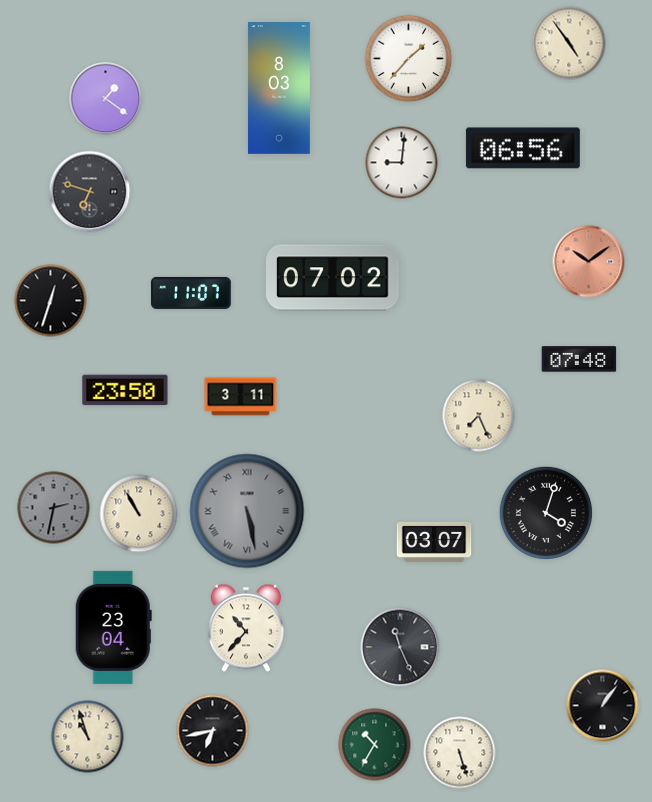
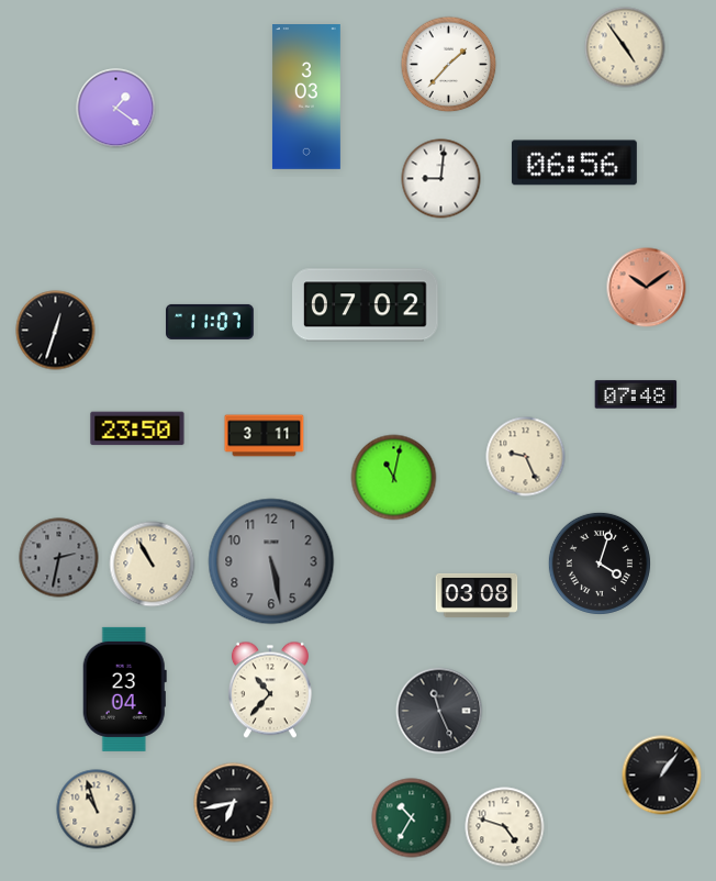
clock at (279, 89): 8:03 -> 3:03
clock at (90, 192): 6:48 -> none
clock at (479, 416): 7:26 -> 9:26
clock at (394, 478): none -> 11:02
clock at (247, 511) numerals: Roman -> Arabic
clock at (434, 542): 03:07 -> 03:08
clock at (460, 753): 5:27 -> 4:48
